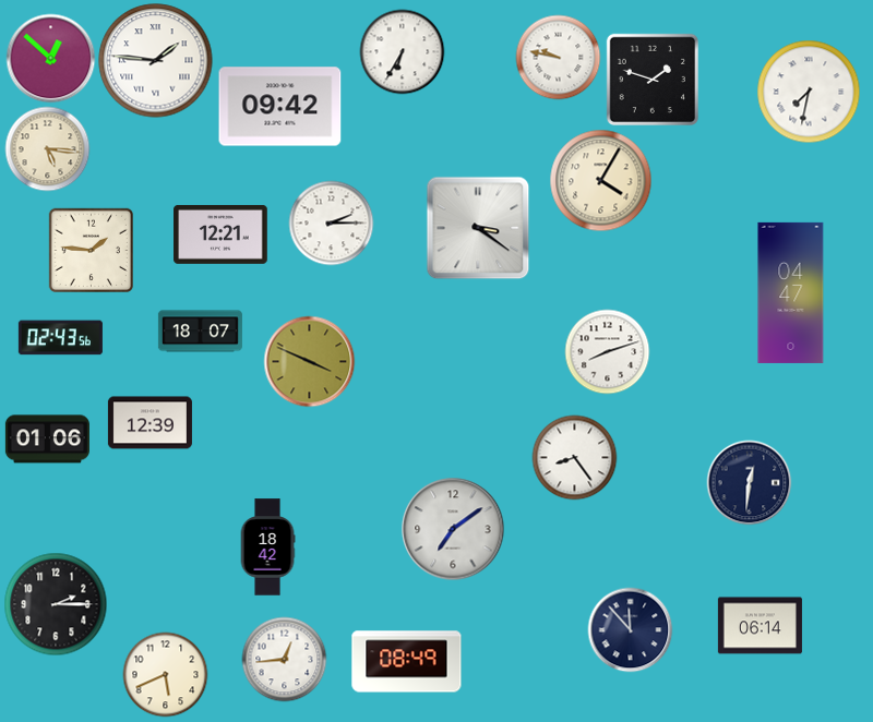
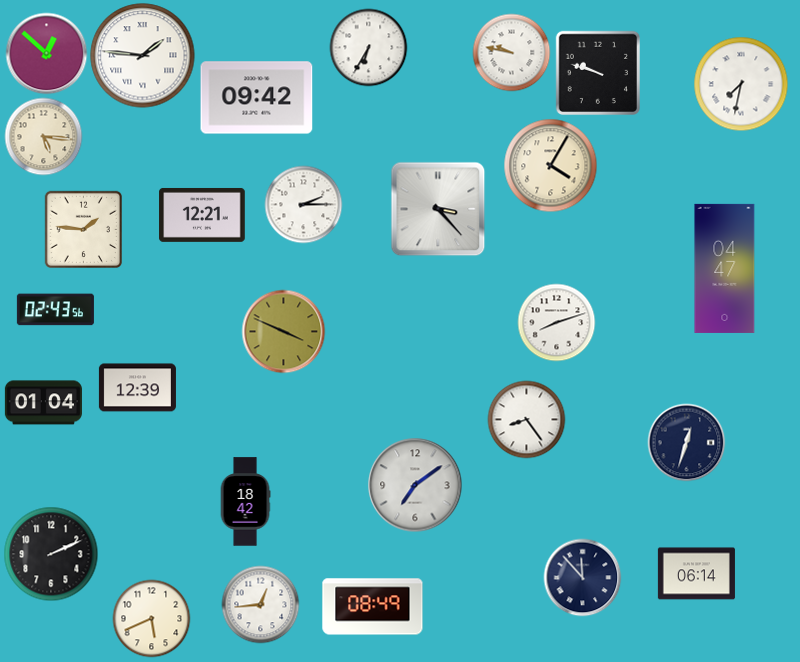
clock at (651, 79): 1:48 -> 9:48
clock at (478, 228): 3:21 -> 3:23
clock at (200, 332): 18:07 -> none
clock at (47, 440): 01:06 -> 01:04
clock at (749, 482): 12:31 -> 12:33
clock at (56, 604): 2:15 -> 2:11
clock at (630, 629) position: (630, 629) -> (582, 577)
